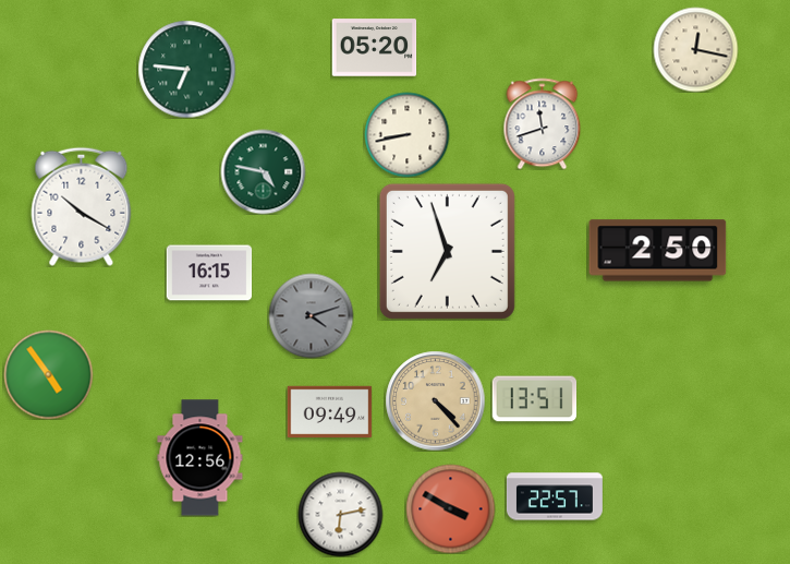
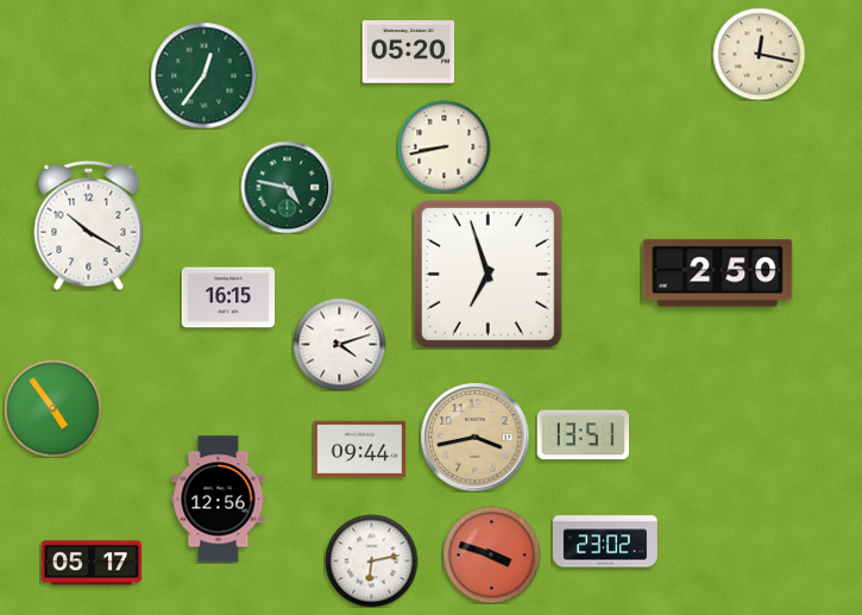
clock at (186, 69): 6:46 -> 12:36
clock at (543, 123): 11:42 -> none
clock at (311, 315) dial: grey -> white
clock at (435, 400): 4:23 -> 3:43
clock at (329, 411): 09:49 -> 09:44
clock at (555, 496): 22:57 -> 23:02
clock at (450, 508): 3:50 -> 3:48
clock at (92, 563): none -> 05:17
